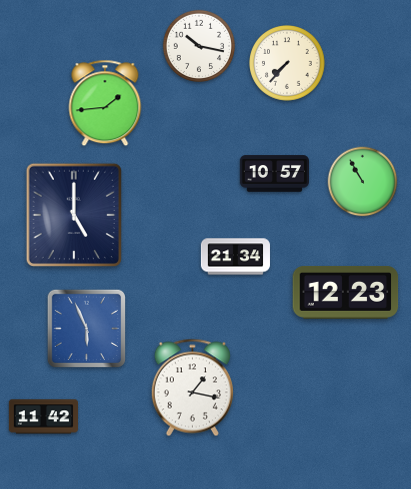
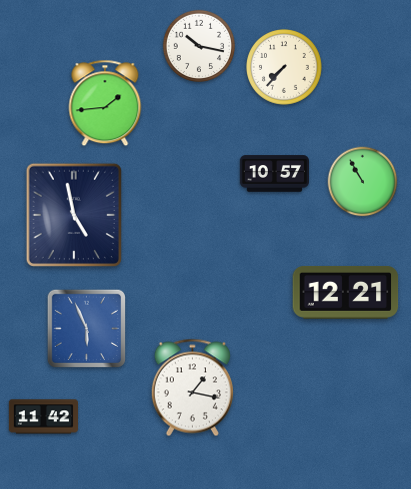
clock at (288, 64) position: (288, 64) -> (285, 68)
clock at (74, 215): 5:00 -> 4:58
clock at (235, 257): 21:34 -> none
clock at (346, 292): 12:23 -> 12:21
